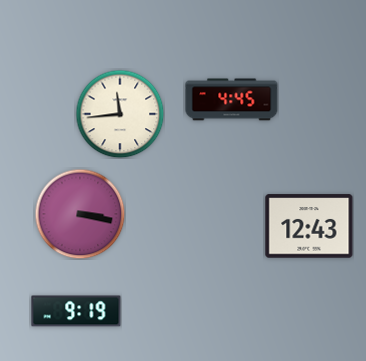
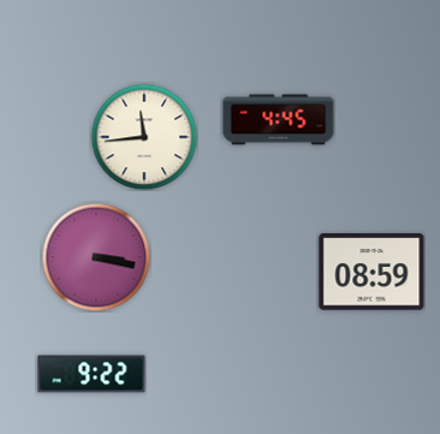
clock at (309, 226): 12:43 -> 08:59
clock at (76, 311): 9:19 -> 9:22
